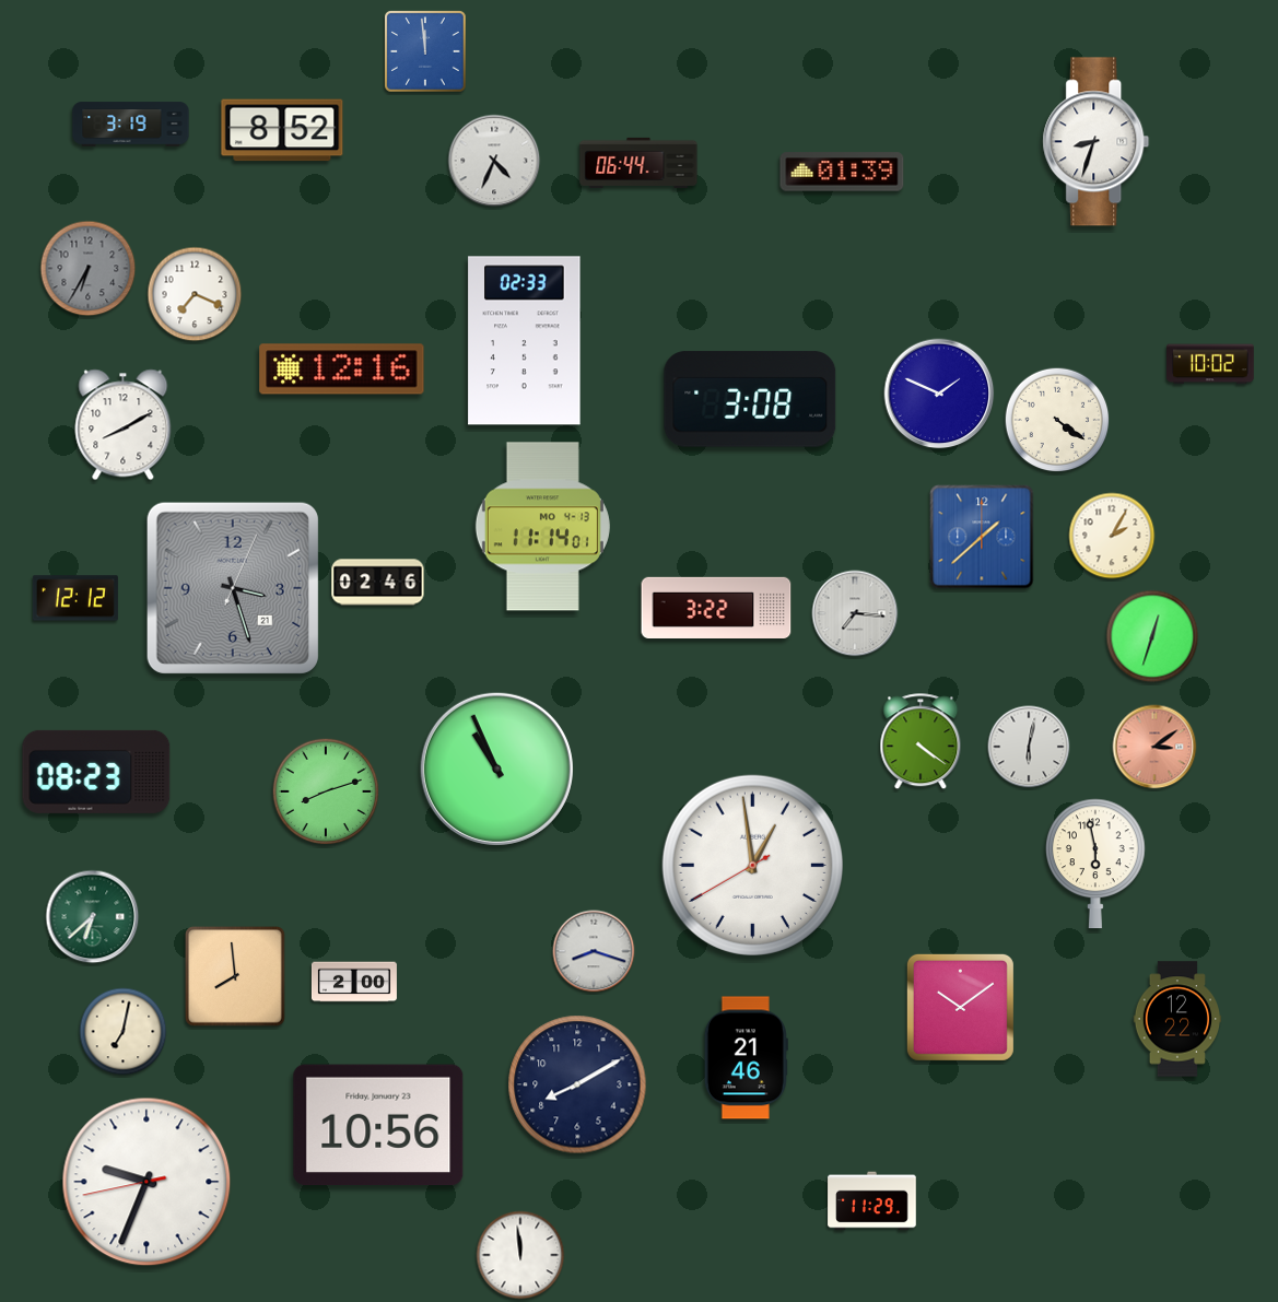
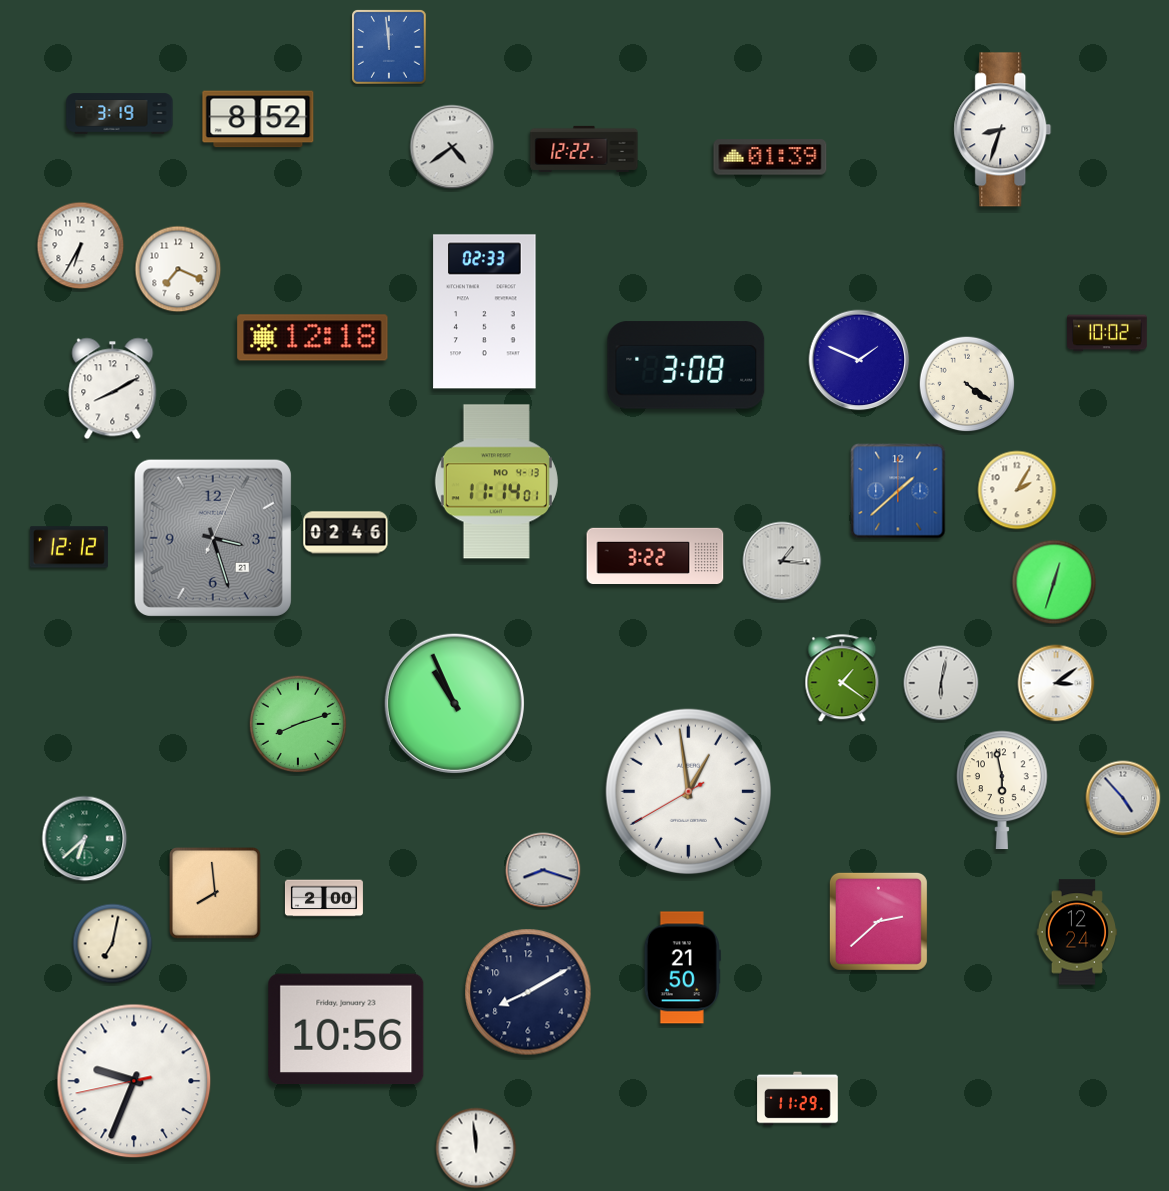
clock at (494, 161): 4:34 -> 4:39
clock at (638, 163): 06:44 -> 12:22
clock at (89, 269) dial: grey -> white
clock at (525, 341) position: (525, 341) -> (485, 312)
clock at (342, 370): 12:16 -> 12:18
clock at (855, 613): 7:16 -> 1:16
clock at (921, 742): 4:21 -> 1:21
clock at (1154, 747) dial: salmon -> white
clock at (96, 772): 08:23 -> none
clock at (1123, 798): none -> 4:53
clock at (960, 1007): 10:09 -> 2:38
clock at (1176, 1019): 12:22 -> 12:24
clock at (746, 1058): 21:46 -> 21:50
